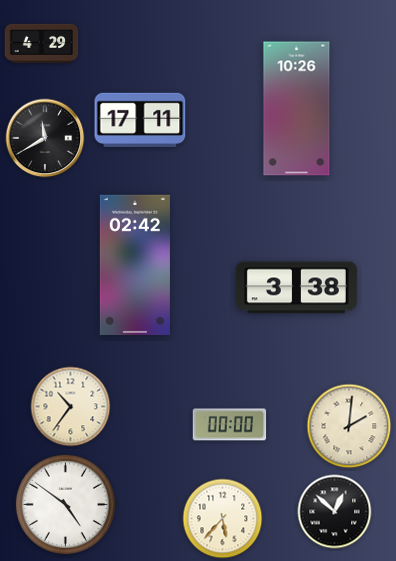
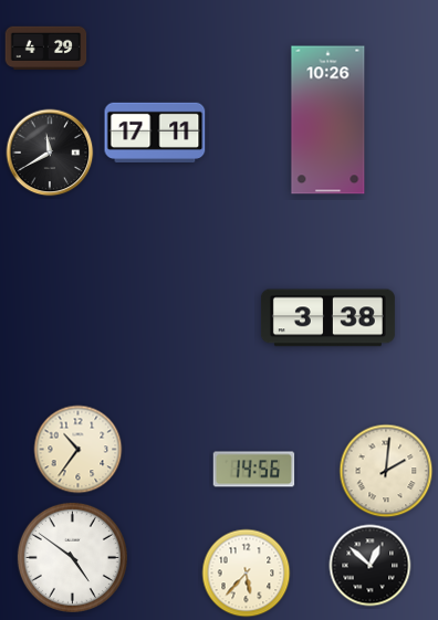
clock at (135, 265): 02:42 -> none
clock at (230, 425): 00:00 -> 14:56
